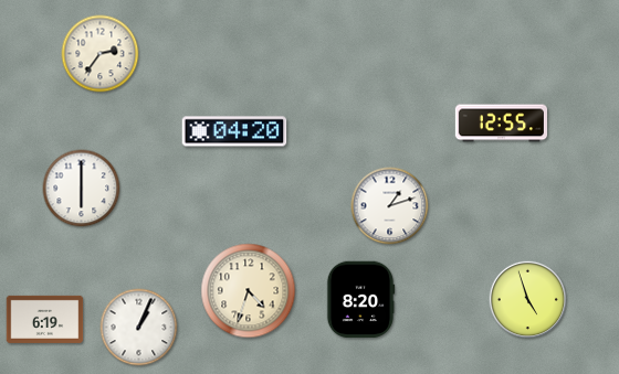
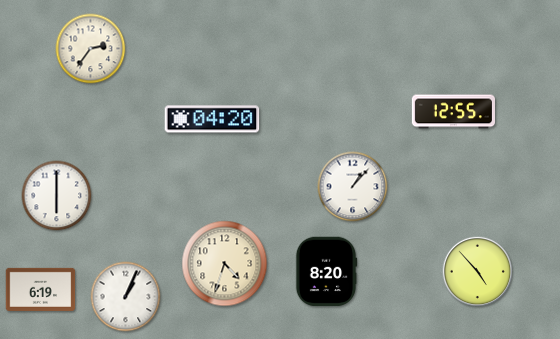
clock at (82, 189) position: (82, 189) -> (57, 196)
clock at (390, 206): 1:12 -> 1:07
clock at (527, 299): 4:57 -> 4:53
